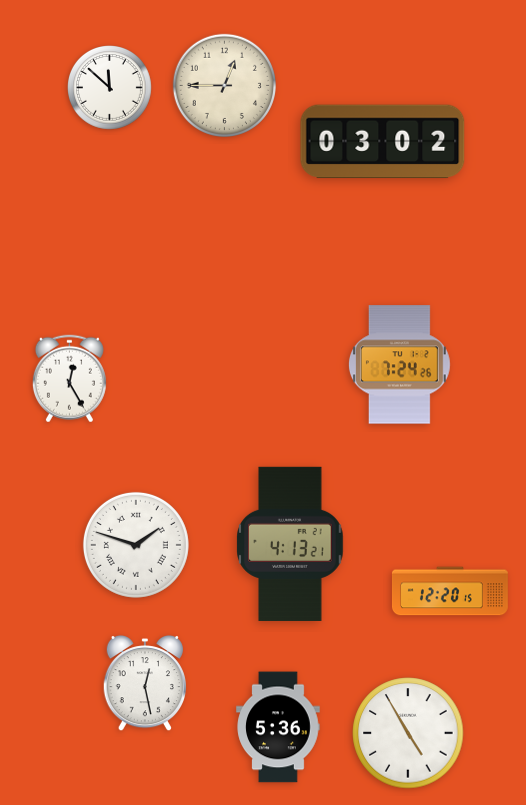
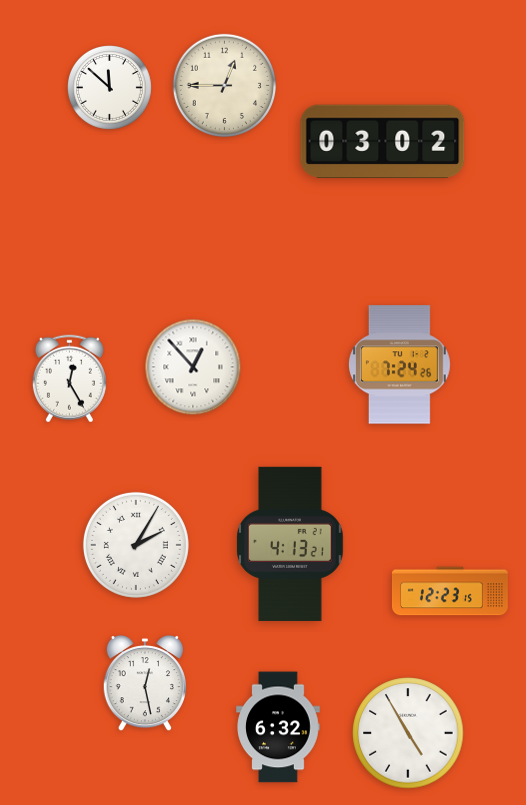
clock at (193, 367): none -> 12:53
clock at (136, 545): 1:48 -> 2:05
clock at (450, 591): 12:20 -> 12:23
clock at (278, 727): 5:36 -> 6:32
